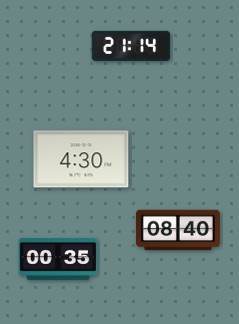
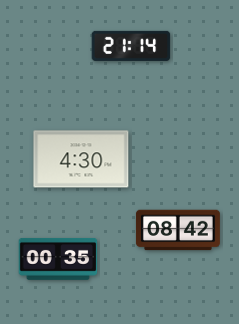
clock at (178, 230): 08:40 -> 08:42
